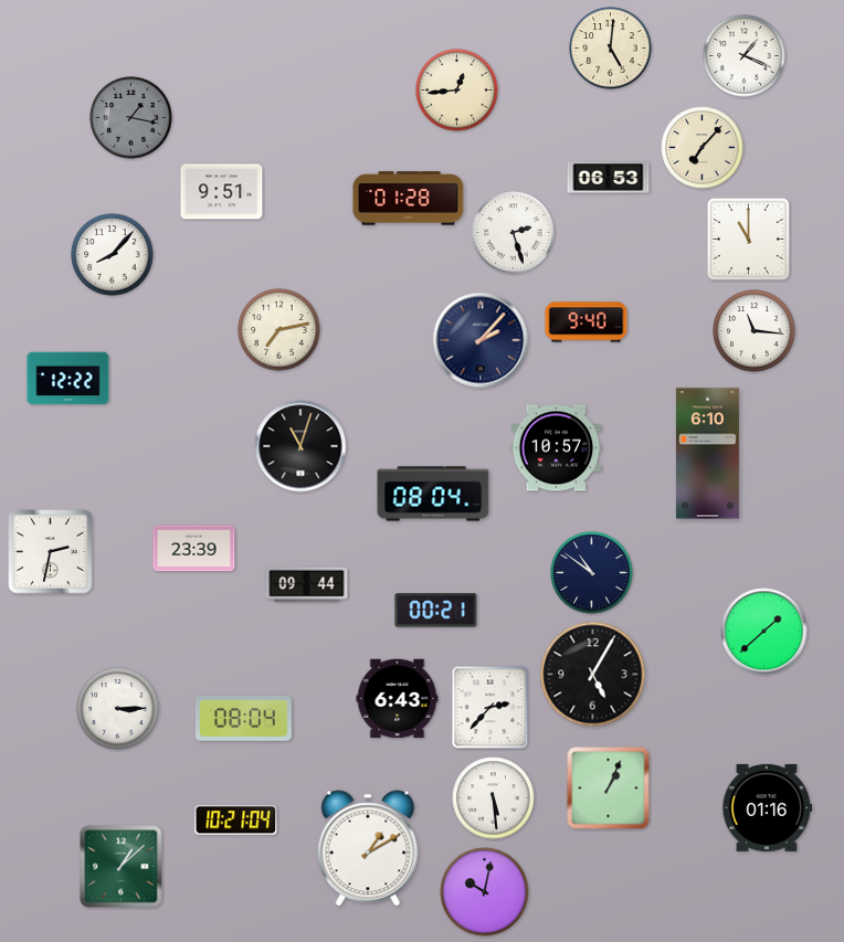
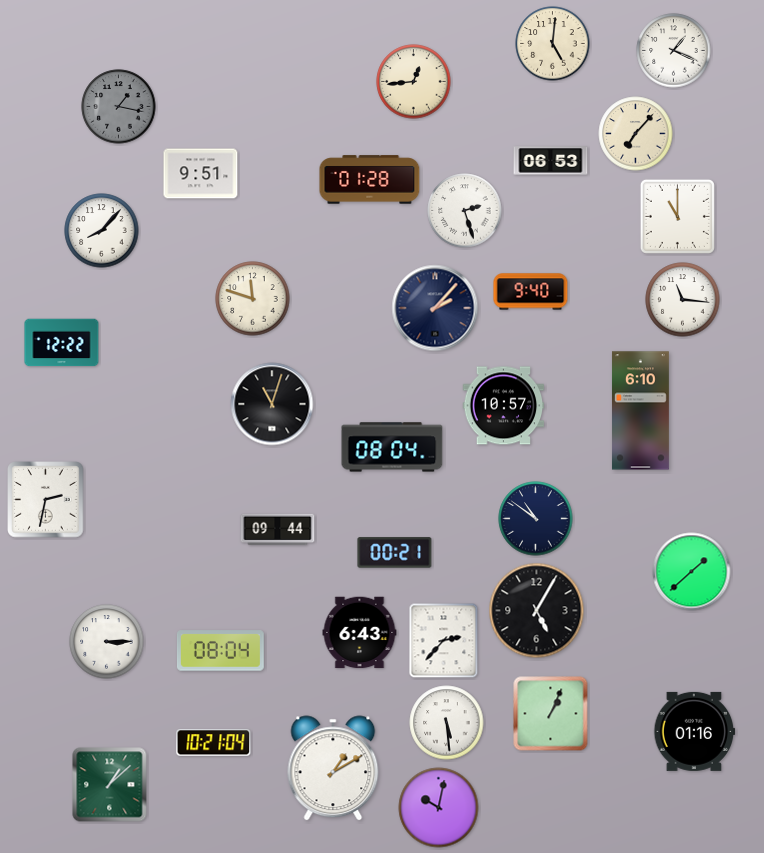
clock at (279, 330): 7:13 -> 11:48
clock at (194, 549): 23:39 -> none
